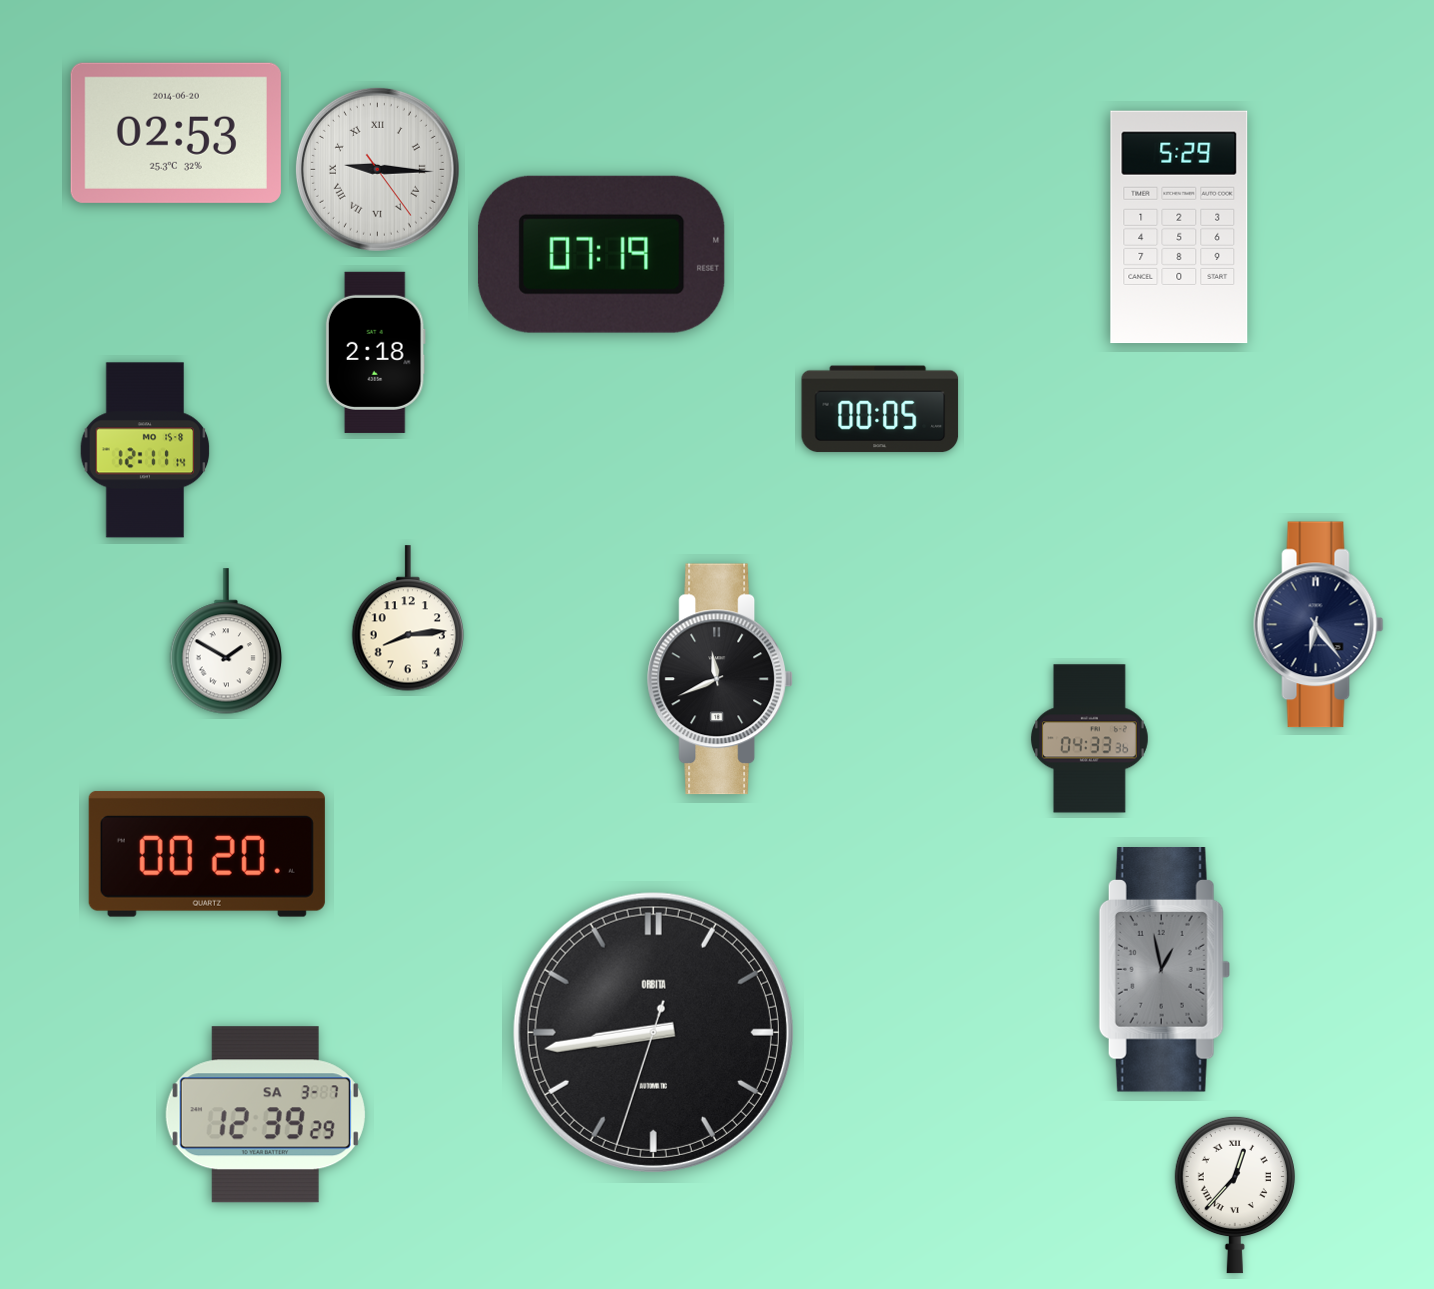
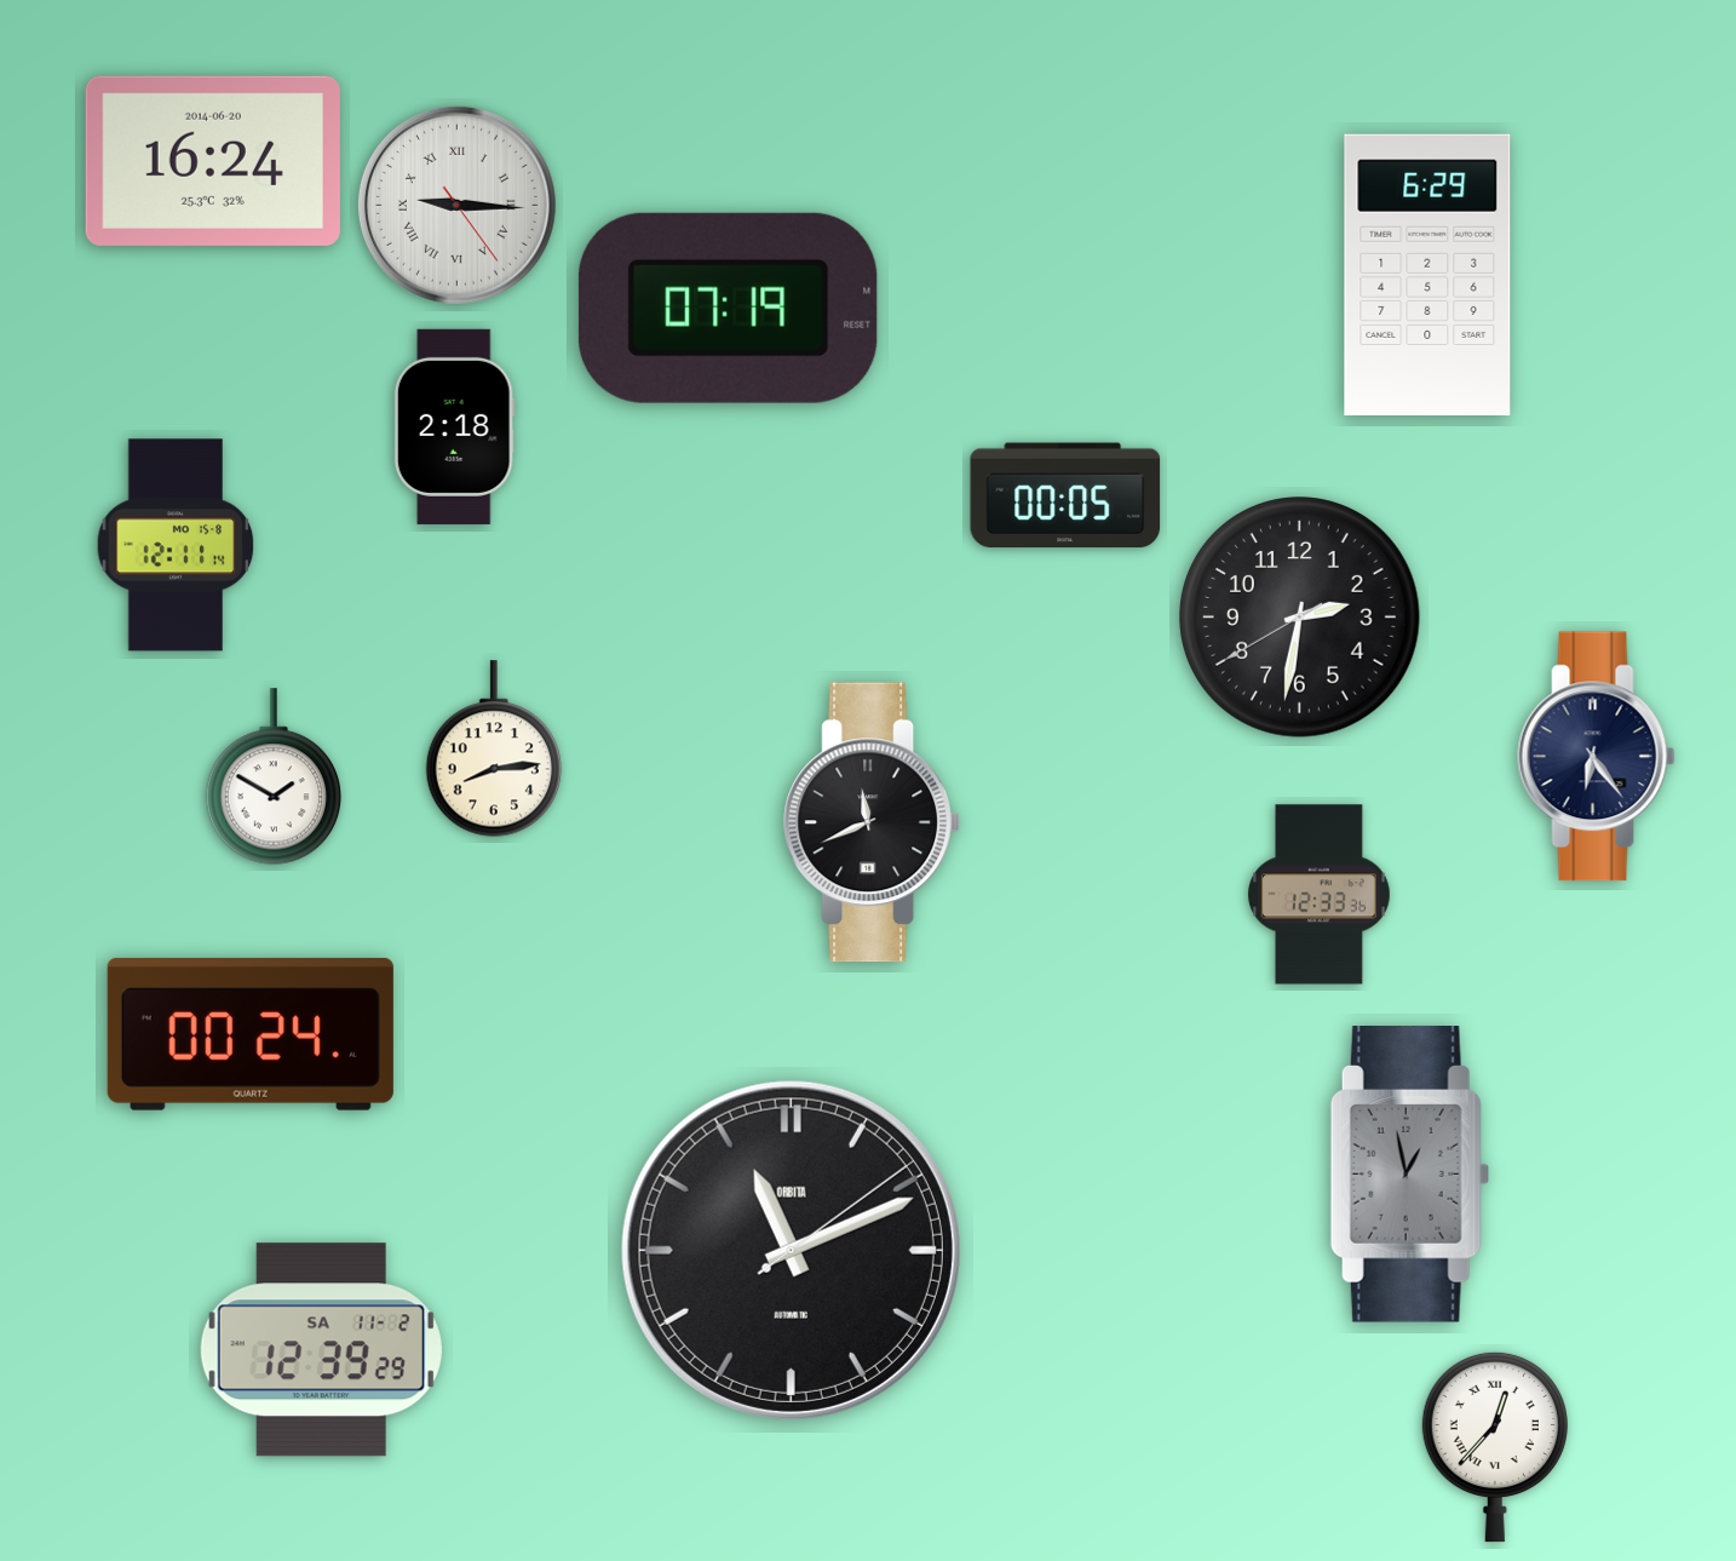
clock at (176, 133): 02:53 -> 16:24
clock at (1179, 227): 5:29 -> 6:29
clock at (1300, 618): none -> 2:31
clock at (1089, 739): 04:33 -> 12:33
clock at (207, 854): 00:20 -> 00:24
clock at (653, 1032): 8:43 -> 11:11
clock at (265, 1115) date: SA 3-7 -> SA 11-2
